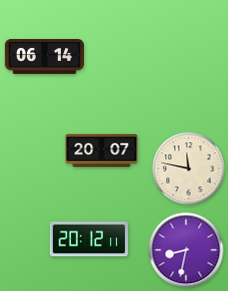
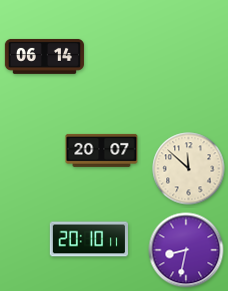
clock at (189, 169): 11:47 -> 11:52
clock at (89, 239): 20:12 -> 20:10
